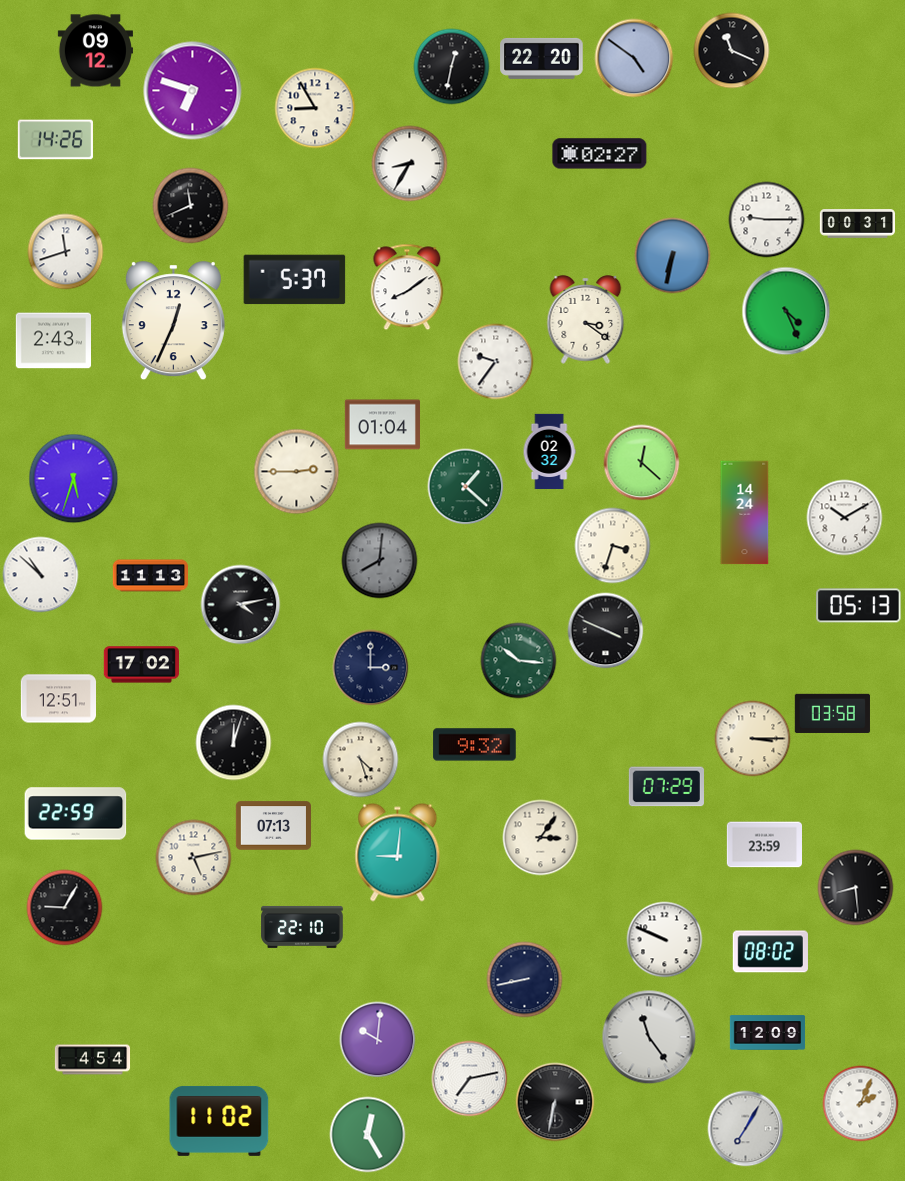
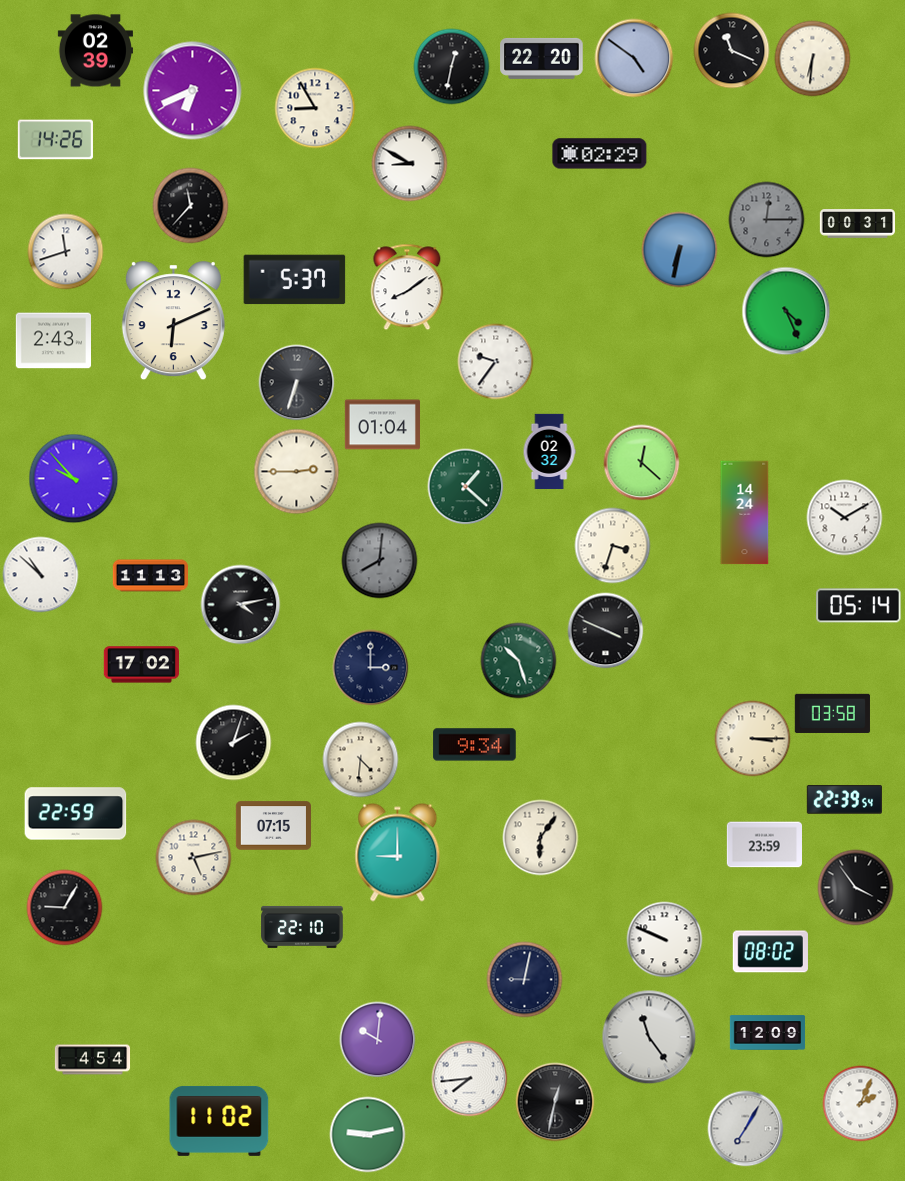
clock at (95, 51): 09:12 -> 02:39
clock at (813, 59): none -> 6:31
clock at (193, 91): 6:48 -> 6:41
clock at (600, 154): 02:27 -> 02:29
clock at (410, 164): 8:35 -> 8:50
clock at (191, 206): 11:41 -> 11:37
clock at (767, 220): 9:15 -> 12:15
clock at (767, 220) dial: white -> grey
clock at (673, 256) position: (673, 256) -> (680, 250)
clock at (586, 320): 3:21 -> none
clock at (173, 321): 12:34 -> 6:11
clock at (297, 383): none -> 6:33
clock at (74, 479): 5:33 -> 9:53
clock at (859, 606): 05:13 -> 05:14
clock at (519, 661): 10:16 -> 10:27
clock at (58, 699): 12:51 -> none
clock at (234, 743): 12:03 -> 2:03
clock at (475, 745): 9:32 -> 9:34
clock at (361, 760): 4:27 -> 4:31
clock at (666, 787): 07:29 -> none
clock at (844, 800): none -> 22:39
clock at (273, 826): 07:13 -> 07:15
clock at (541, 838): 3:06 -> 6:06
clock at (398, 853): 9:01 -> 9:00
clock at (856, 888): 8:29 -> 3:54
clock at (525, 980): 8:43 -> 9:02
clock at (470, 1079): 7:13 -> 7:44
clock at (555, 1102): 6:32 -> 12:32
clock at (368, 1135): 12:25 -> 9:13
